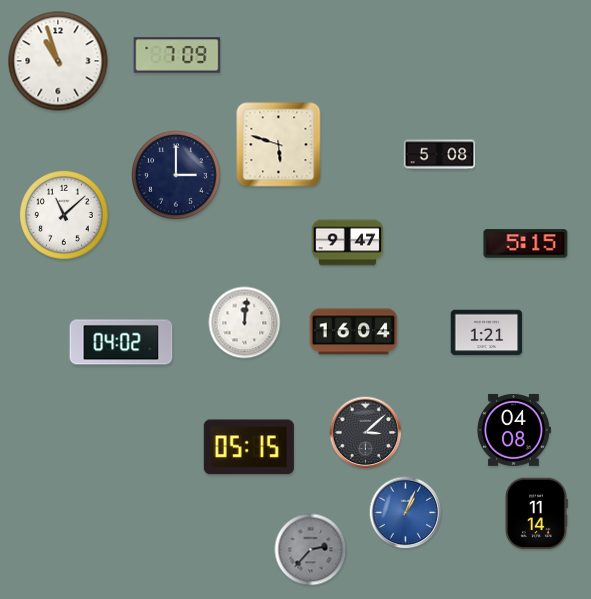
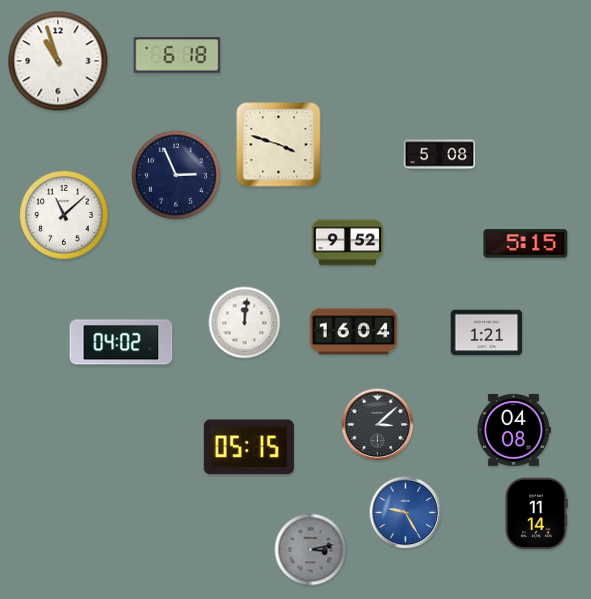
clock at (177, 55): 7:09 -> 6:18
clock at (279, 145): 5:48 -> 3:48
clock at (177, 176): 3:00 -> 2:56
clock at (348, 243): 9:47 -> 9:52
clock at (366, 433) position: (366, 433) -> (378, 425)
clock at (406, 513): 1:04 -> 9:25
clock at (311, 550): 2:37 -> 3:13
